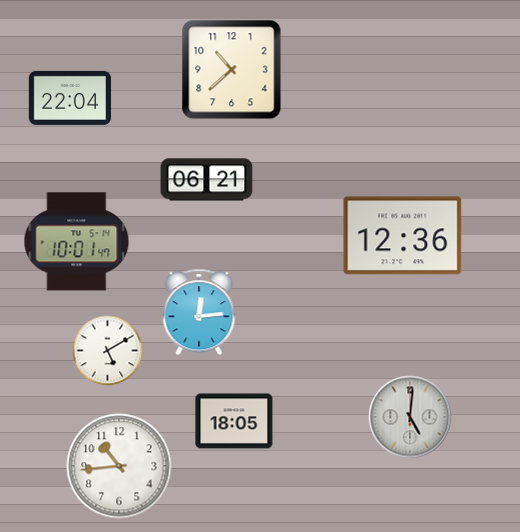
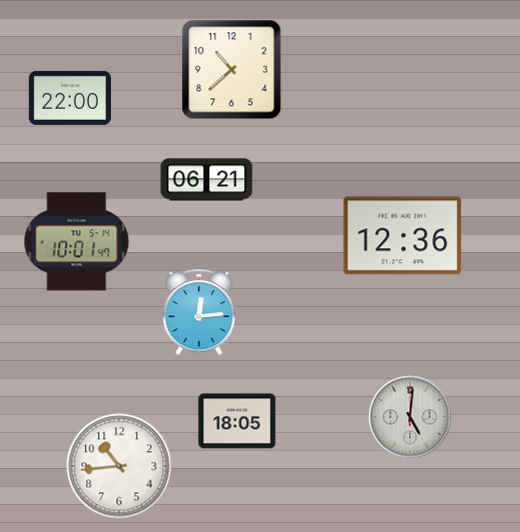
clock at (69, 98): 22:04 -> 22:00
clock at (108, 351): 5:10 -> none
clock at (234, 421) position: (234, 421) -> (237, 421)
